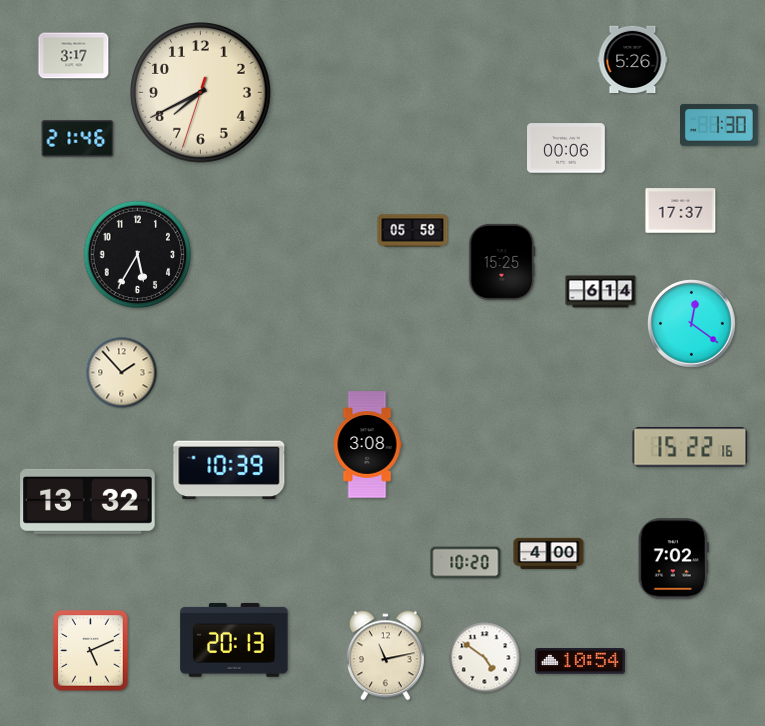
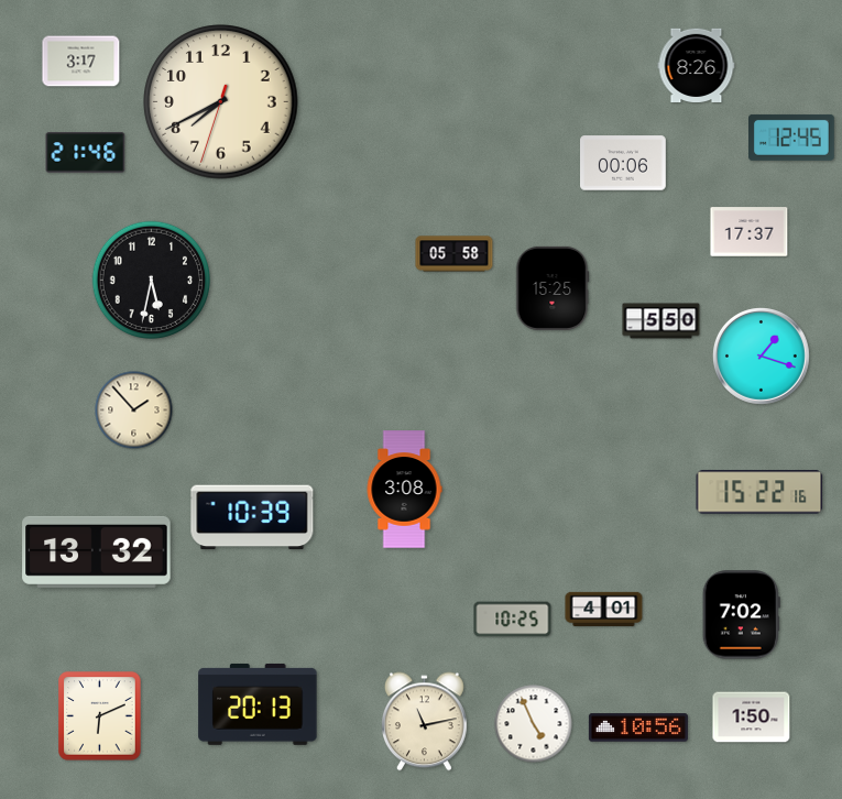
clock at (633, 59): 5:26 -> 8:26
clock at (720, 125): 1:30 -> 12:45
clock at (138, 255): 5:35 -> 5:32
clock at (601, 292): 6:14 -> 5:50
clock at (692, 324): 12:21 -> 1:18
clock at (549, 553): 4:00 -> 4:01
clock at (466, 563): 10:20 -> 10:25
clock at (91, 651): 5:11 -> 6:11
clock at (752, 718): none -> 1:50
clock at (485, 658): 4:51 -> 4:56
clock at (580, 661): 10:54 -> 10:56
